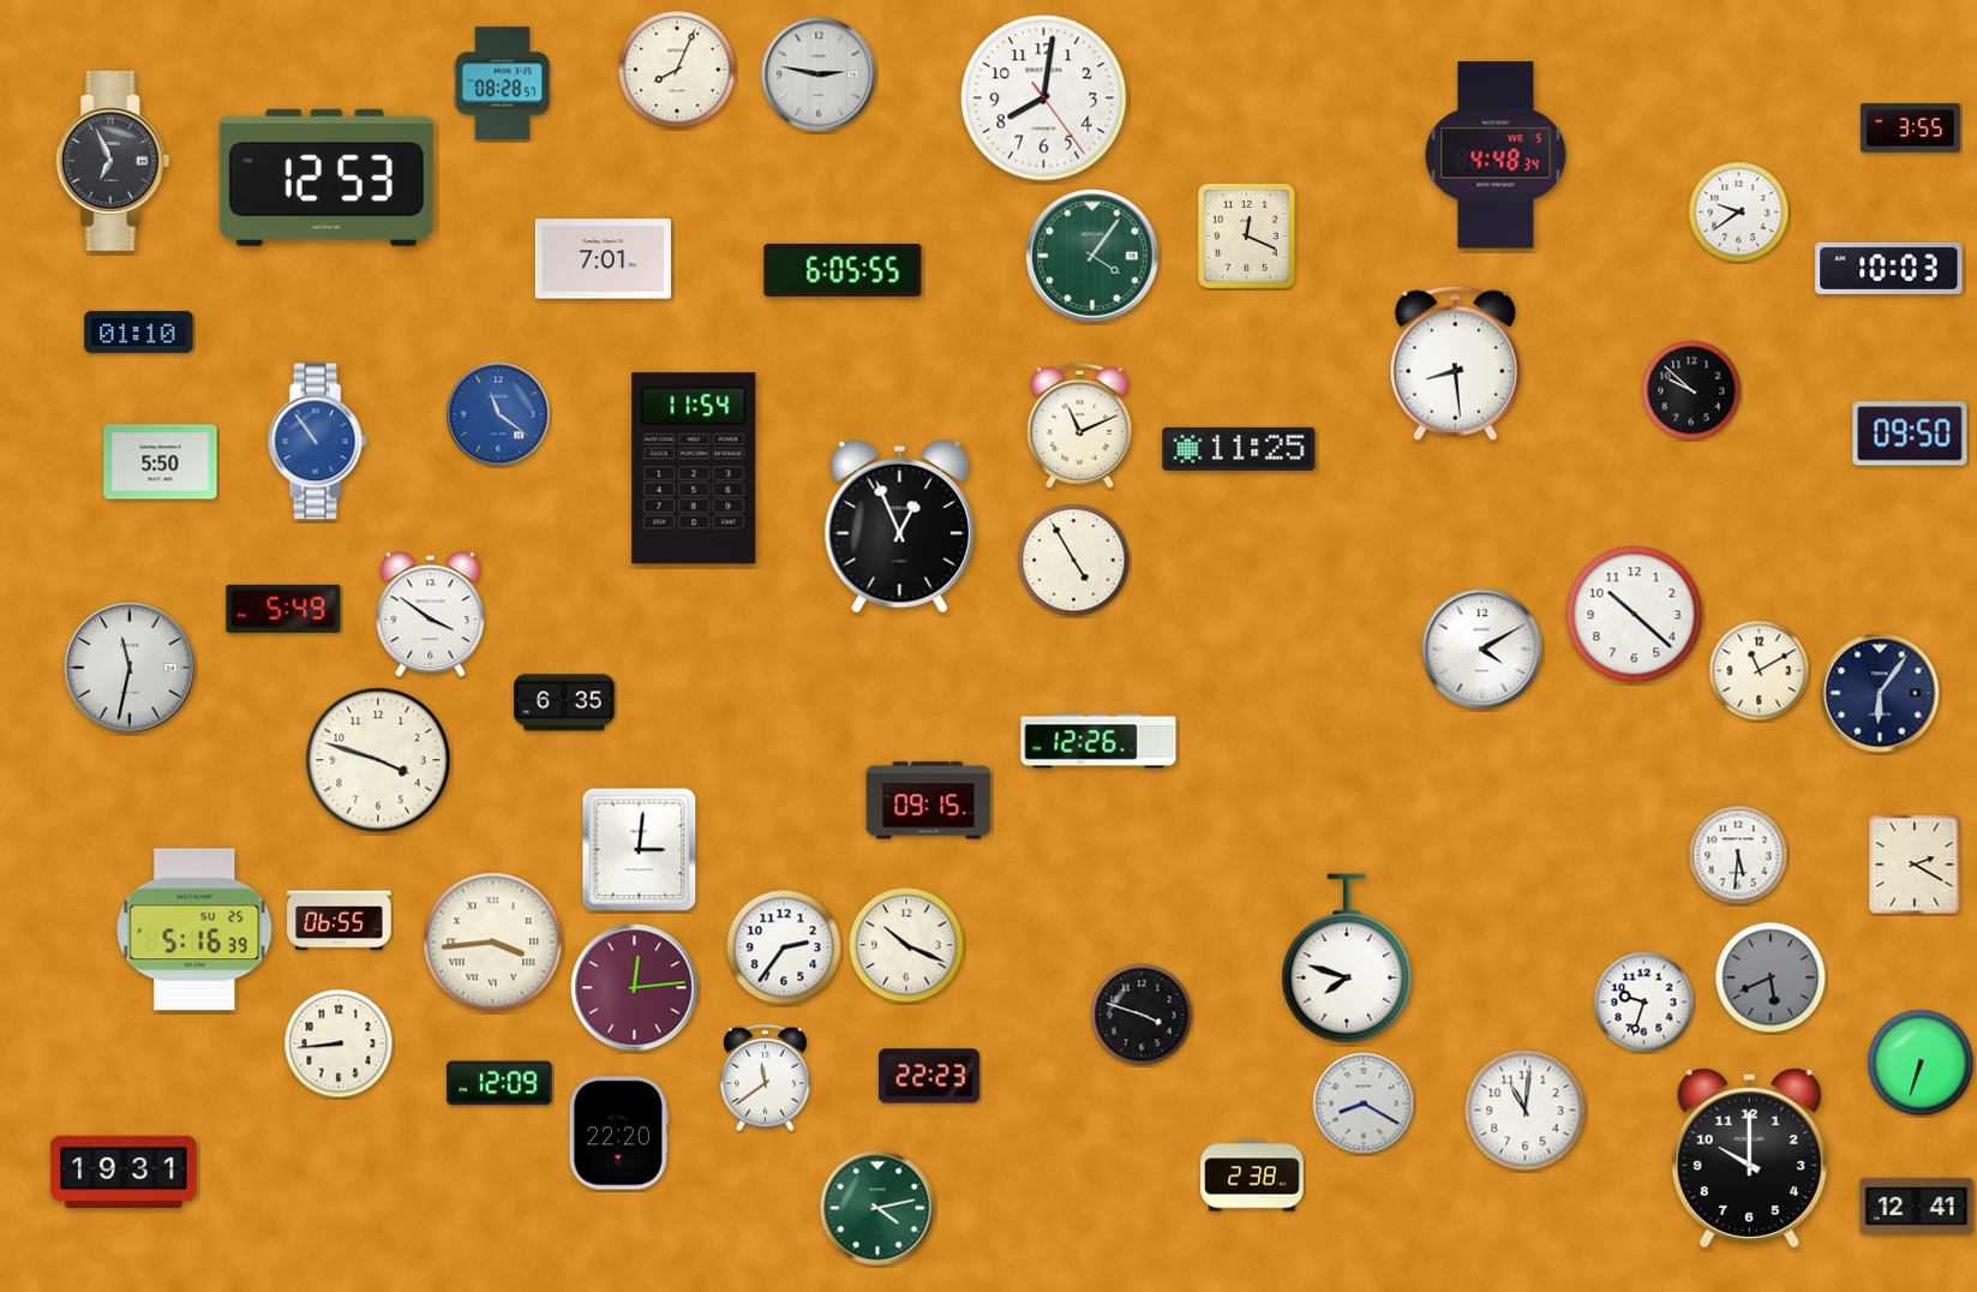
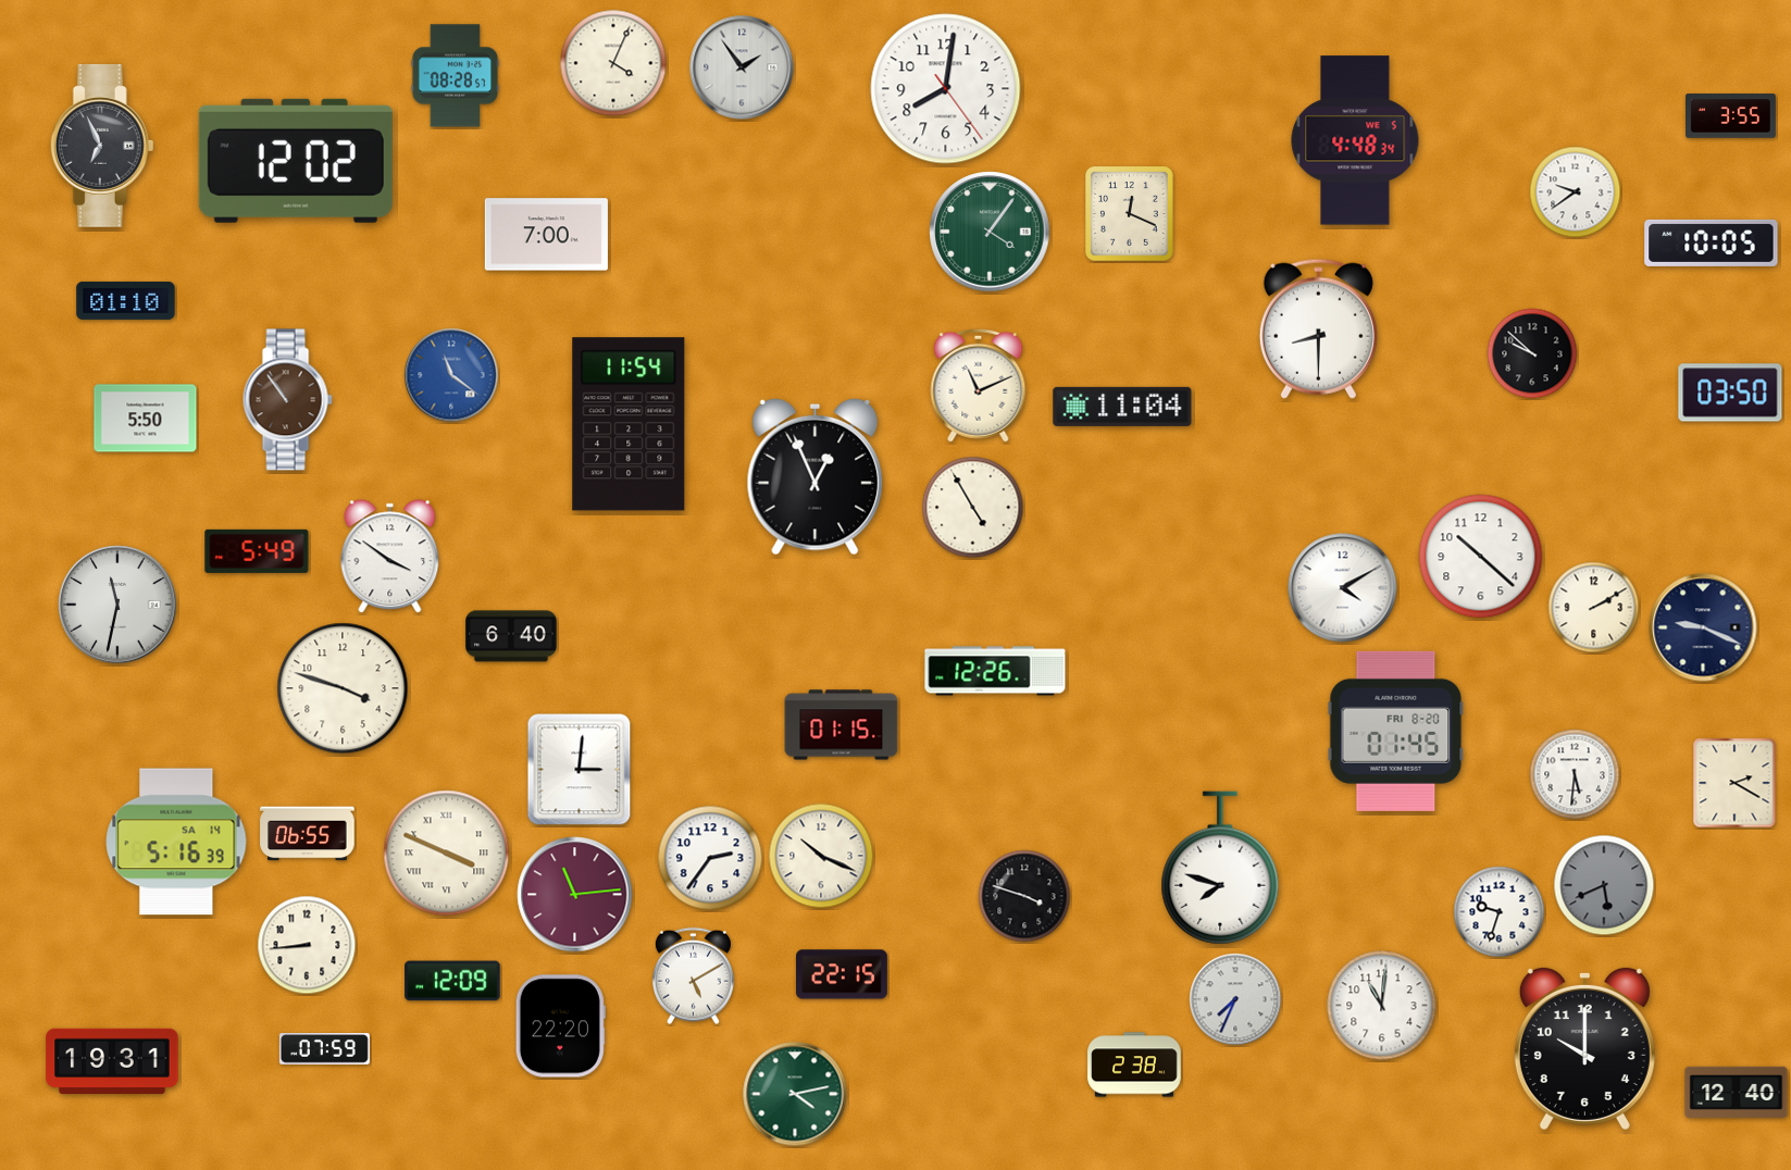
clock at (677, 70): 8:04 -> 4:04
clock at (819, 74): 2:47 -> 1:54
clock at (326, 178): 12:53 -> 12:02
clock at (603, 259): 7:01 -> 7:00
clock at (1889, 268): 10:03 -> 10:05
clock at (843, 271): 6:05 -> none
clock at (1455, 363): 8:29 -> 8:30
clock at (1910, 433): 09:50 -> 03:50
clock at (317, 442) dial: blue -> brown
clock at (1239, 449): 11:25 -> 11:04
clock at (1760, 671): 11:10 -> 2:10
clock at (1880, 693): 6:06 -> 9:19
clock at (564, 702): 6:35 -> 6:40
clock at (929, 801): 09:15 -> 01:15
clock at (1396, 731): none -> 01:45
clock at (194, 929) date: SU 25 -> SA 14
clock at (493, 943): 3:44 -> 3:49
clock at (635, 988): 12:14 -> 11:14
clock at (1644, 1003) position: (1644, 1003) -> (1500, 912)
clock at (1142, 1015) position: (1142, 1015) -> (1024, 896)
clock at (1921, 1063): 6:33 -> none
clock at (929, 1076): 22:23 -> 22:15
clock at (765, 1078): 11:39 -> 5:10
clock at (1364, 1103): 8:20 -> 7:34
clock at (324, 1049): none -> 07:59
clock at (1917, 1206): 12:41 -> 12:40
